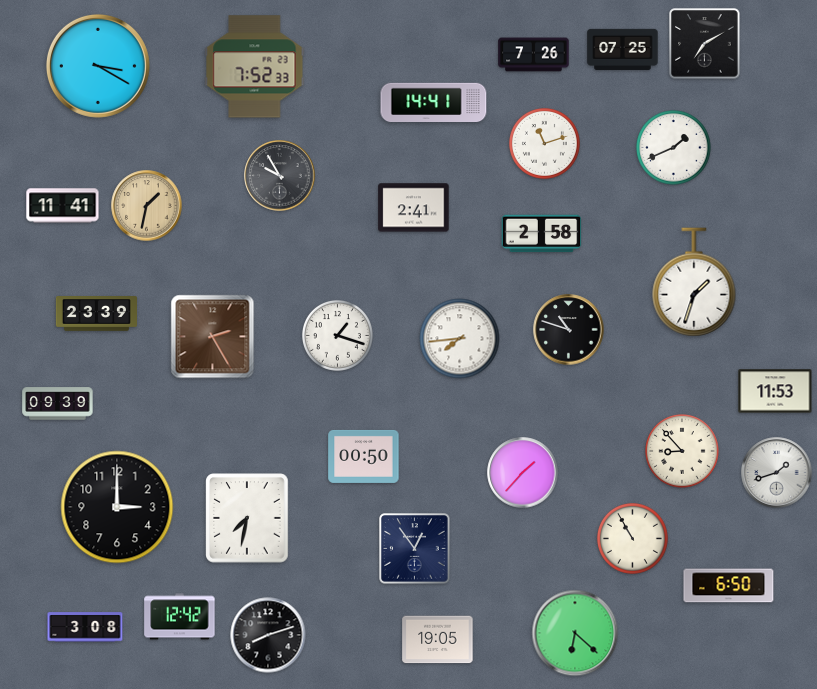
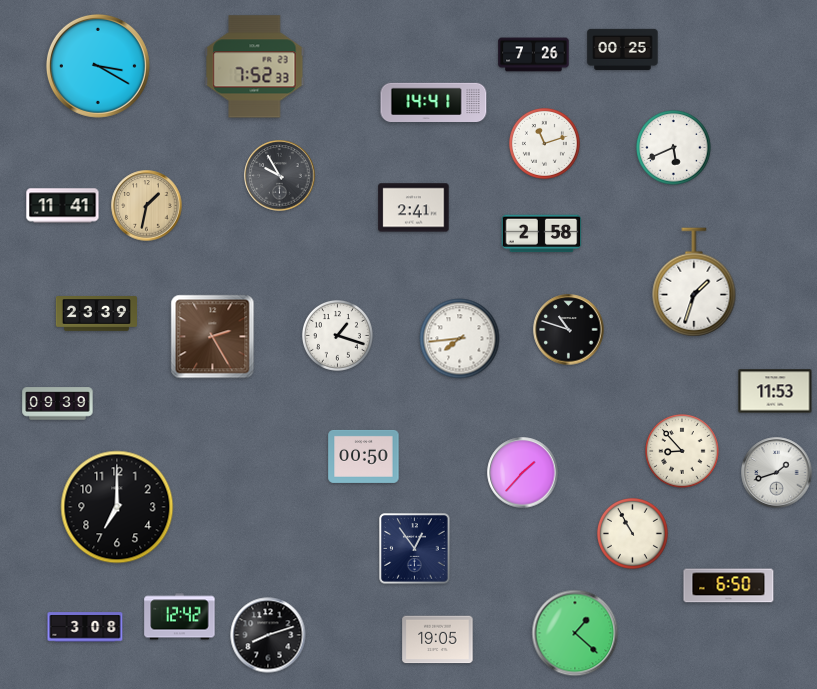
clock at (705, 44): 7:10 -> none
clock at (623, 49): 07:25 -> 00:25
clock at (674, 148): 1:41 -> 5:41
clock at (117, 507): 3:00 -> 7:00
clock at (247, 518): 7:32 -> none
clock at (632, 538) position: (632, 538) -> (632, 533)
clock at (575, 633): 6:22 -> 1:22
